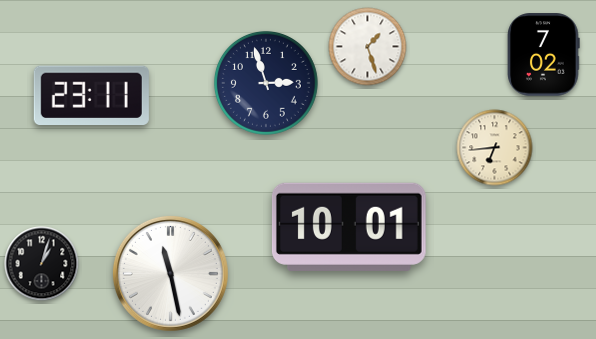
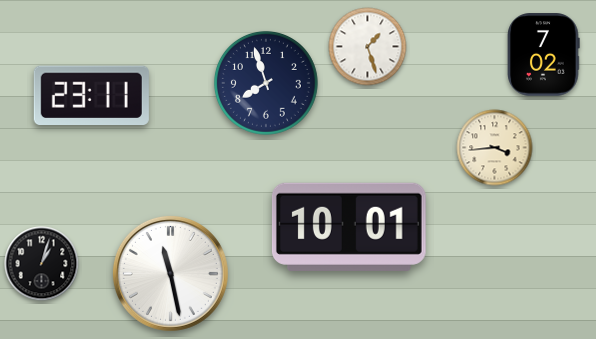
clock at (266, 83): 2:57 -> 7:57
clock at (495, 148): 6:44 -> 3:44
